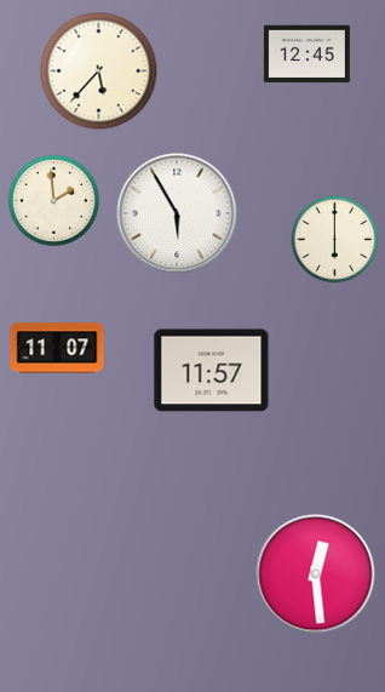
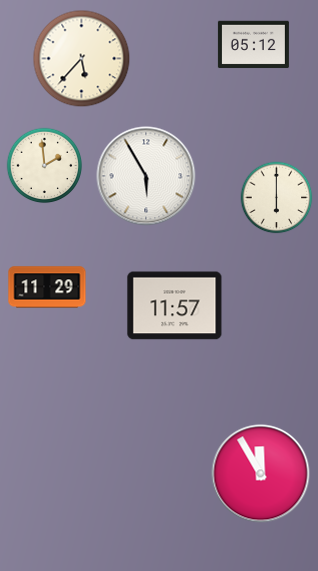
clock at (306, 55): 12:45 -> 05:12
clock at (57, 348): 11:07 -> 11:29
clock at (316, 574): 12:29 -> 11:55
